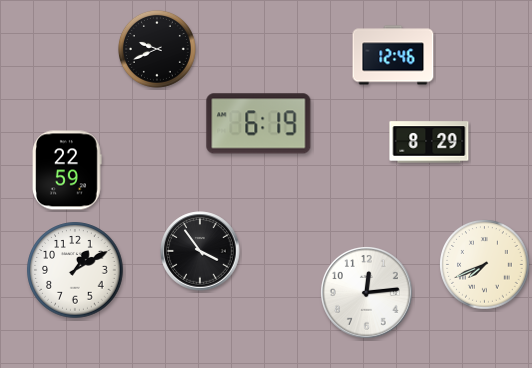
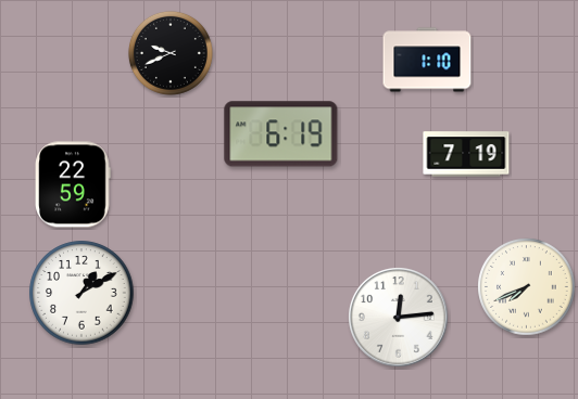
clock at (393, 55): 12:46 -> 1:10
clock at (429, 142): 8:29 -> 7:19
clock at (200, 251): 3:54 -> none
